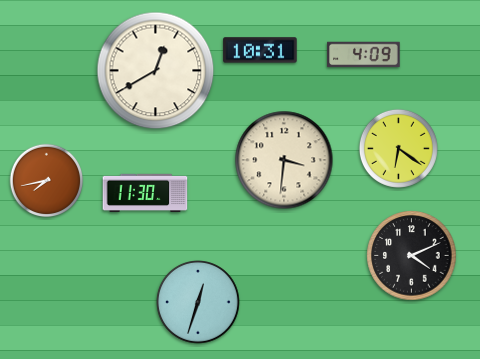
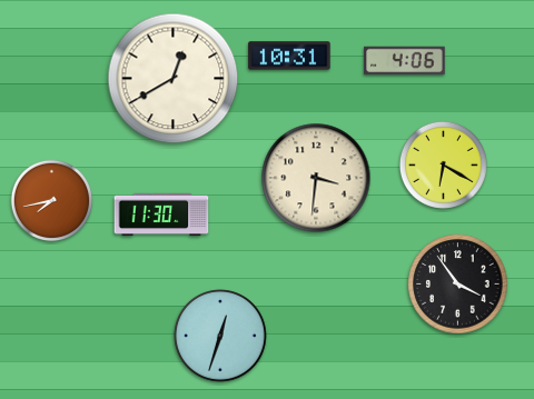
clock at (364, 55): 4:09 -> 4:06
clock at (398, 148): 6:21 -> 6:20
clock at (412, 256): 4:11 -> 3:54
